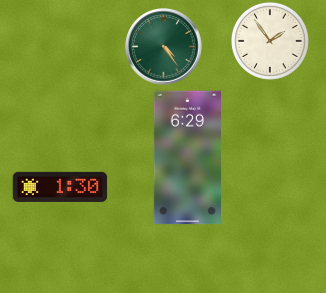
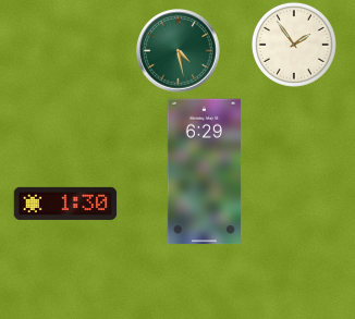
clock at (164, 47): 4:24 -> 4:28
